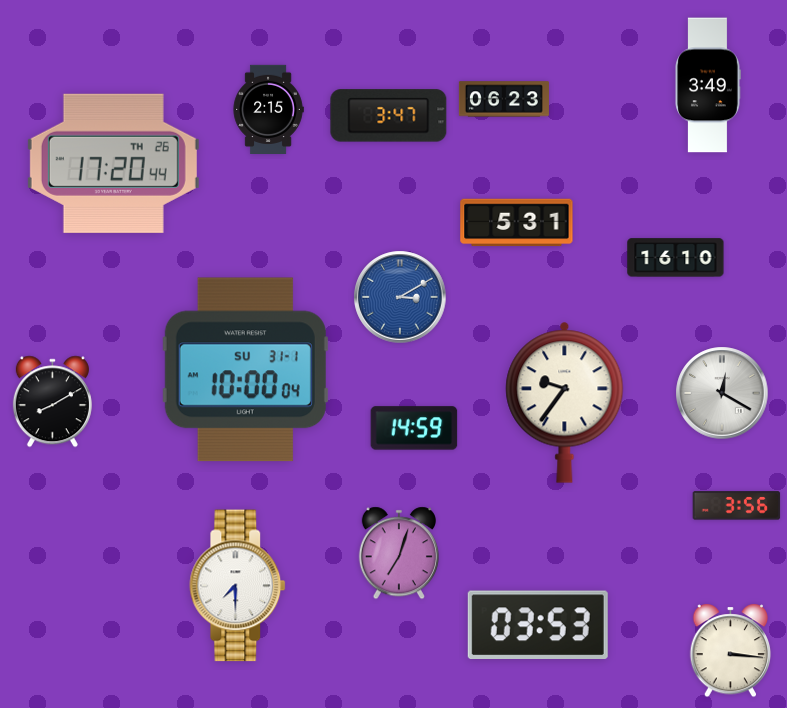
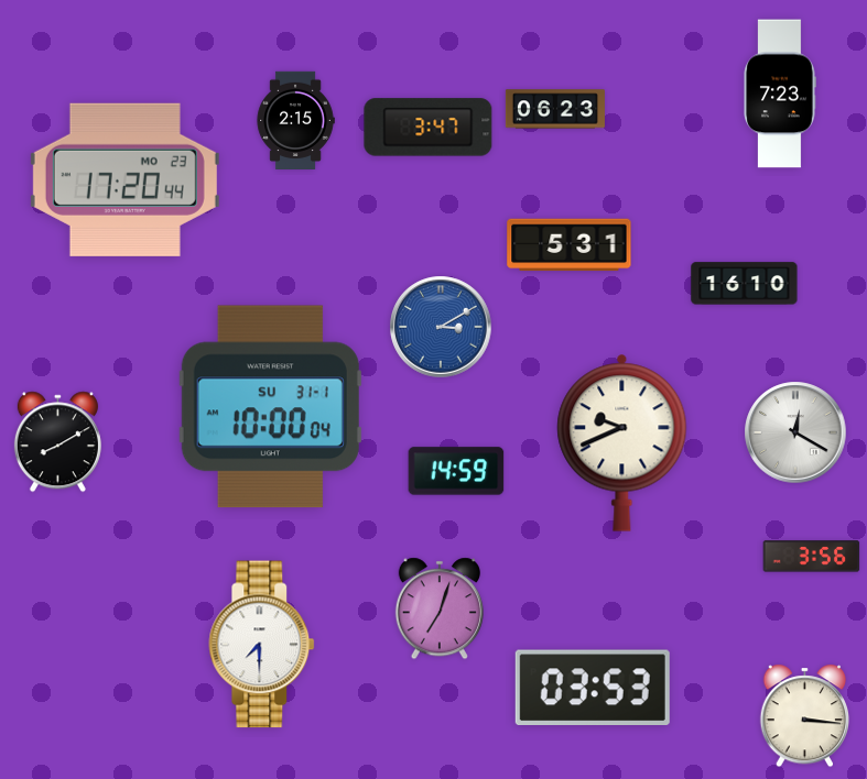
clock at (708, 85): 3:49 -> 7:23
clock at (113, 163) date: TH 26 -> MO 23
clock at (565, 402): 9:36 -> 9:41
